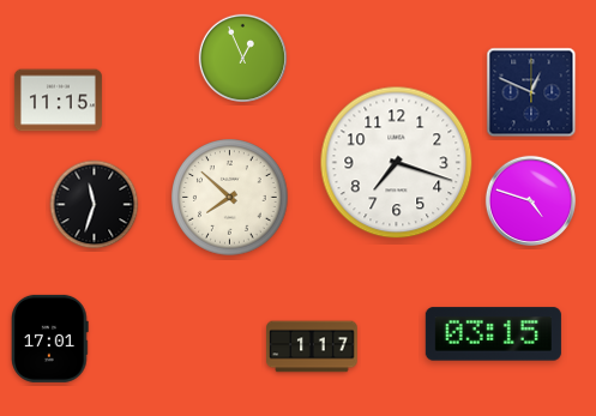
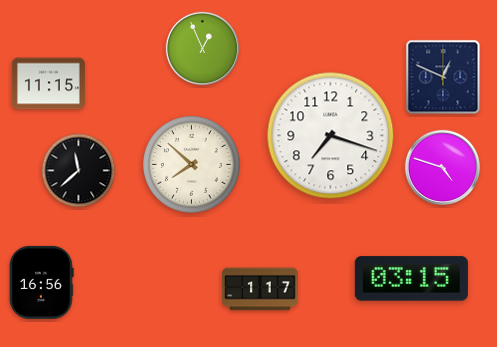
clock at (95, 205): 11:33 -> 11:38
clock at (50, 338): 17:01 -> 16:56
